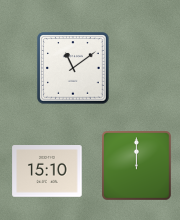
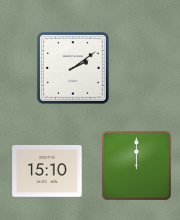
clock at (73, 68): 11:09 -> 2:09
